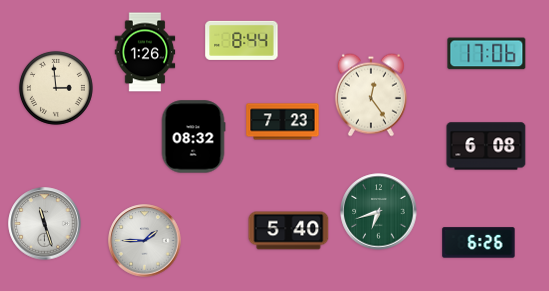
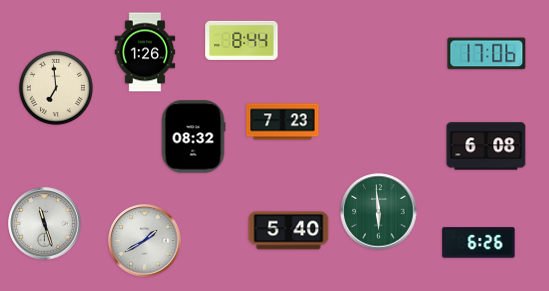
clock at (56, 88): 2:59 -> 6:59
clock at (371, 95): 12:24 -> none
clock at (379, 212): 6:42 -> 5:59
clock at (145, 241): 1:45 -> 1:40
